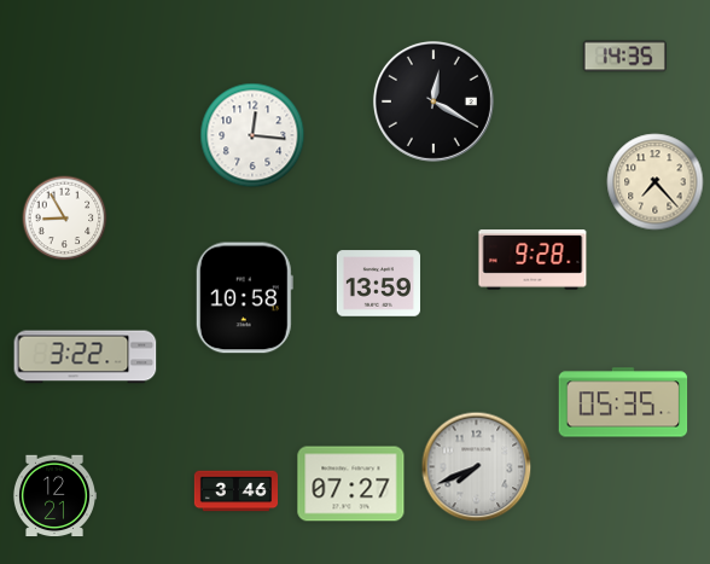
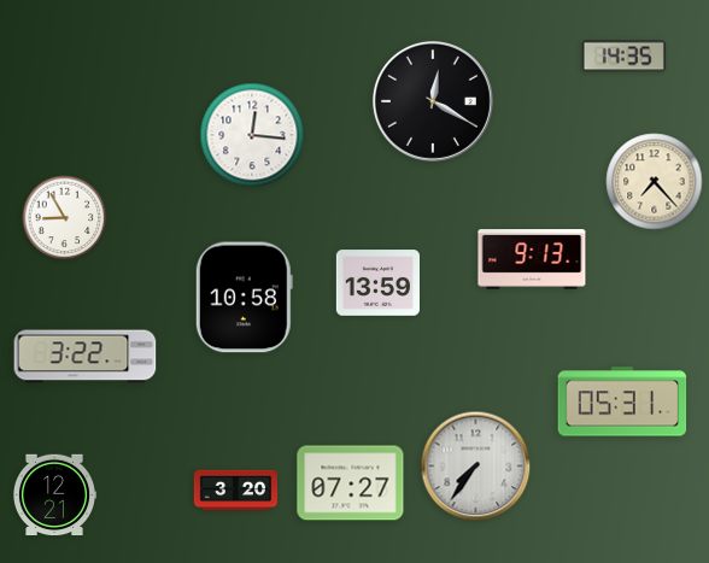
clock at (532, 260): 9:28 -> 9:13
clock at (623, 402): 05:35 -> 05:31
clock at (477, 467): 7:41 -> 7:36
clock at (237, 492): 3:46 -> 3:20
